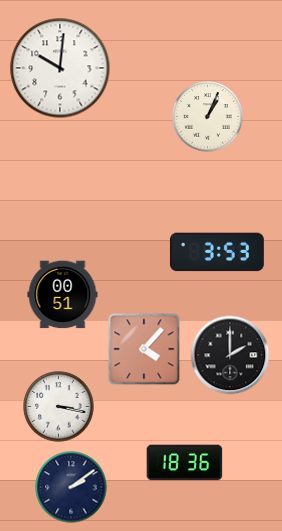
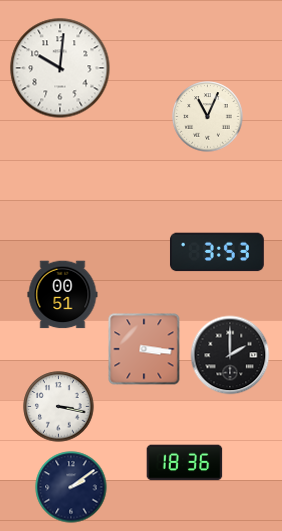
clock at (208, 117): 1:04 -> 11:04
clock at (144, 349): 4:07 -> 3:16
